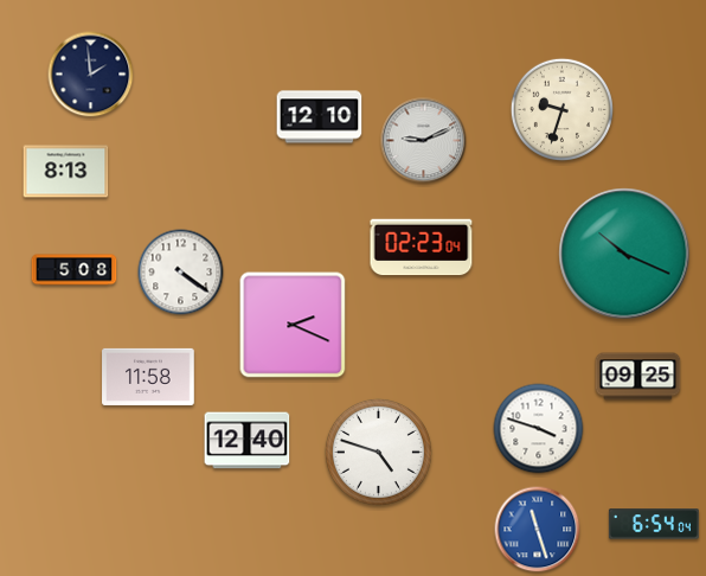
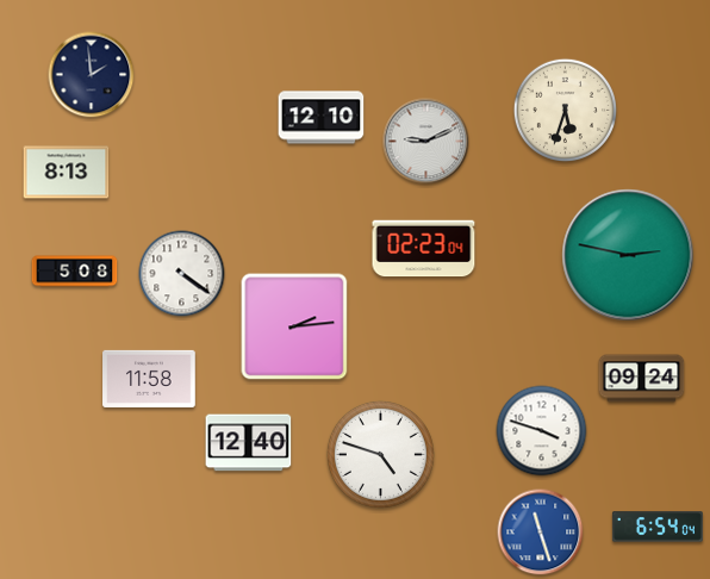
clock at (561, 109): 9:33 -> 5:33
clock at (624, 254): 10:19 -> 2:47
clock at (293, 325): 2:19 -> 2:14
clock at (638, 377): 09:25 -> 09:24
